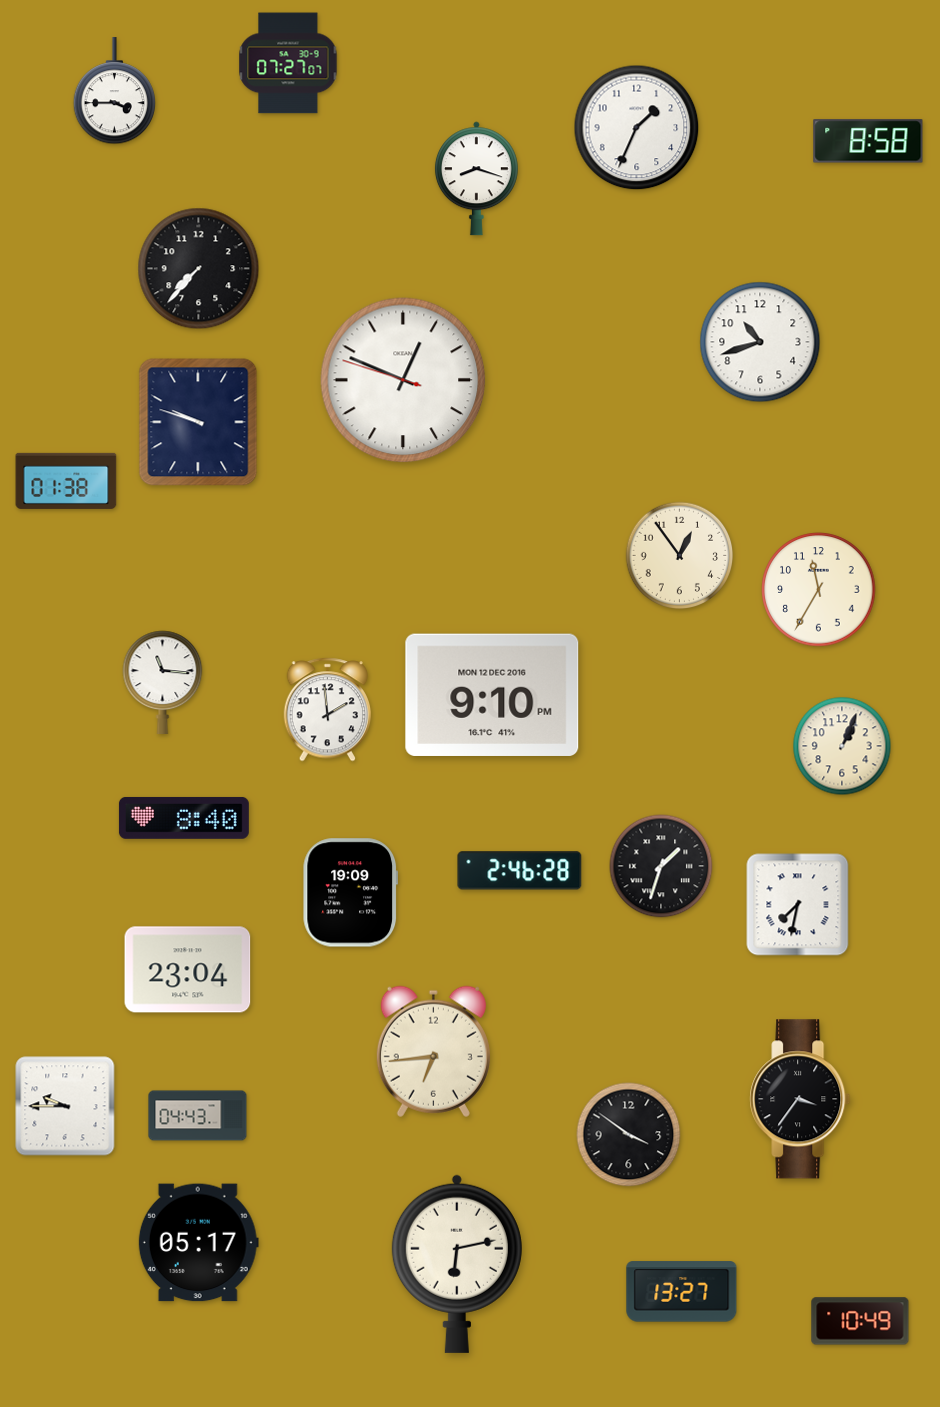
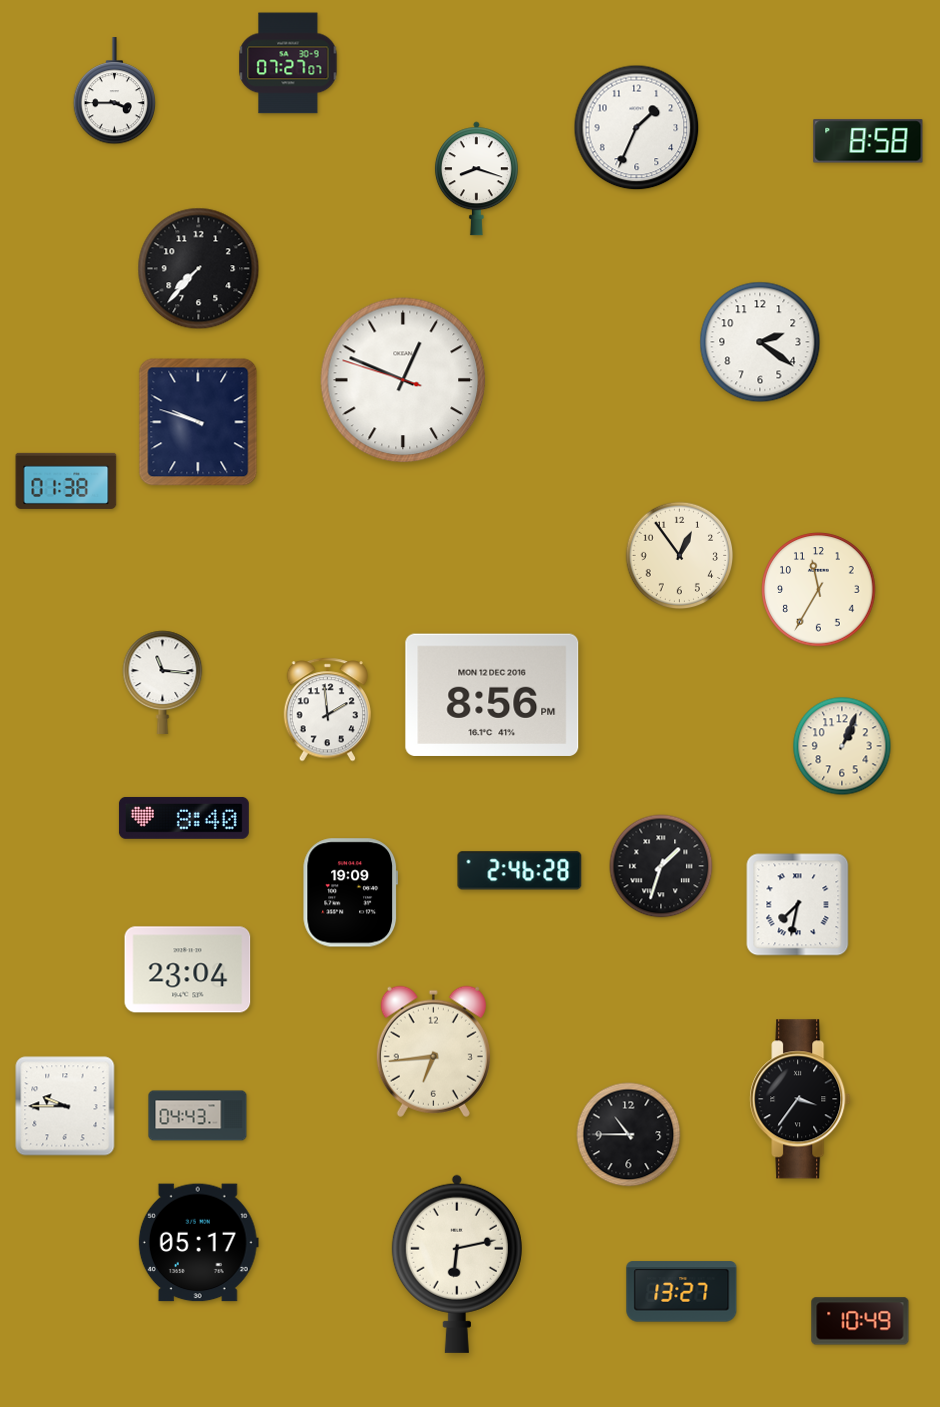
clock at (760, 342): 10:42 -> 2:21
clock at (492, 695): 9:10 -> 8:56
clock at (629, 1135): 3:51 -> 10:45
